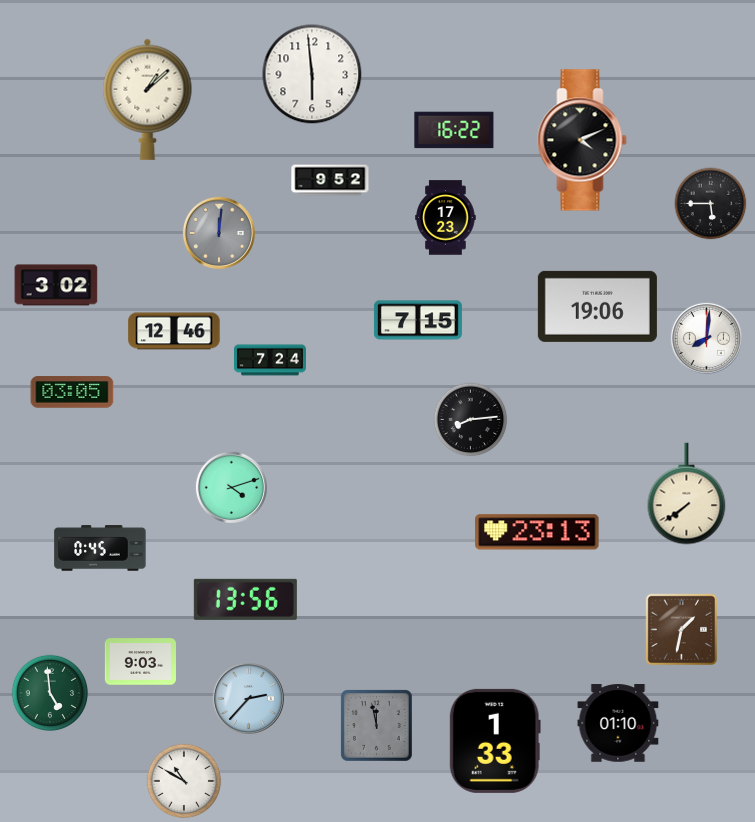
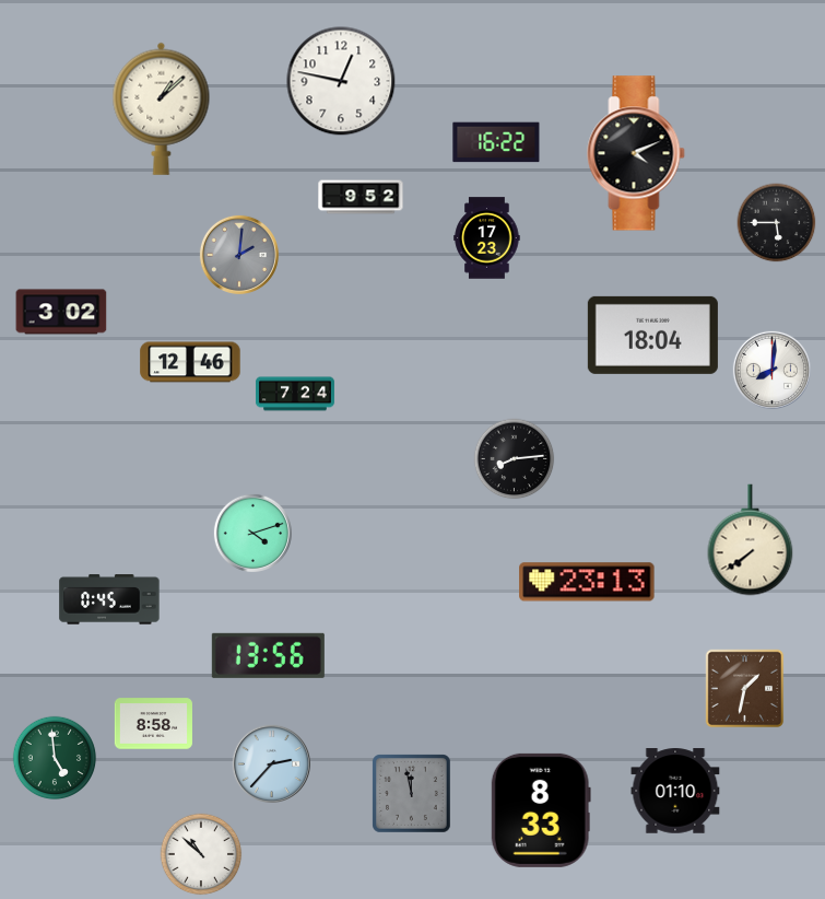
clock at (312, 74): 5:59 -> 12:47
clock at (219, 233): 12:01 -> 2:01
clock at (597, 306): 19:06 -> 18:04
clock at (418, 320): 7:15 -> none
clock at (72, 392): 03:05 -> none
clock at (140, 662): 9:03 -> 8:58
clock at (495, 741): 1:33 -> 8:33
clock at (184, 781): 10:50 -> 10:52
